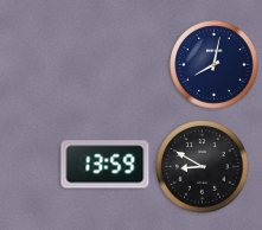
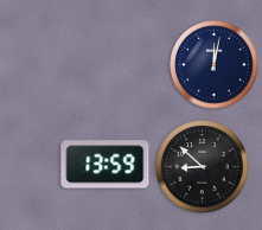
clock at (215, 65): 8:02 -> 12:02
clock at (203, 167): 8:50 -> 8:52
